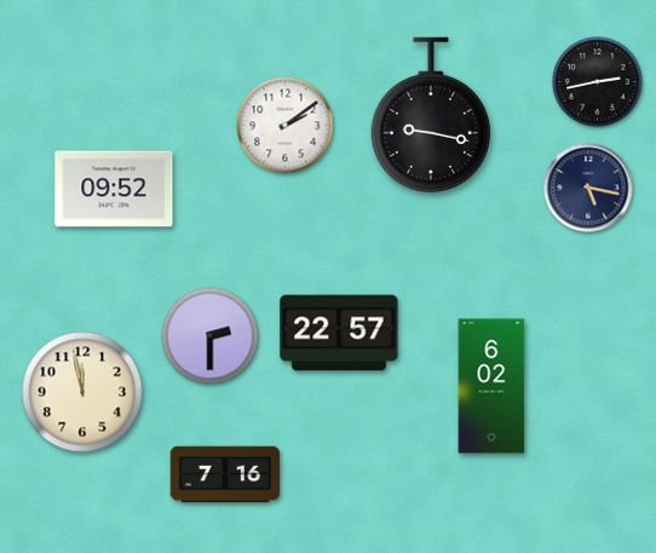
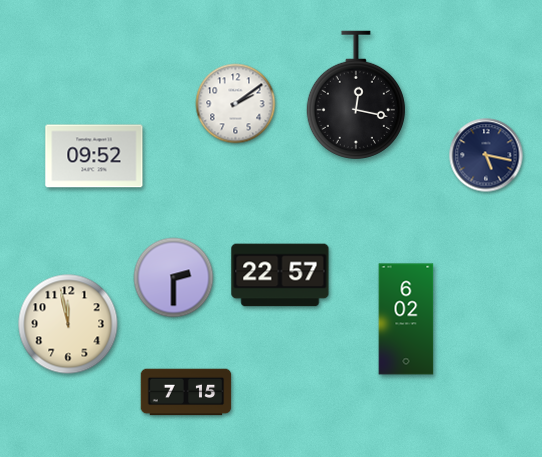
clock at (598, 82): 2:43 -> none
clock at (431, 115): 9:17 -> 12:17
clock at (225, 474): 7:16 -> 7:15
